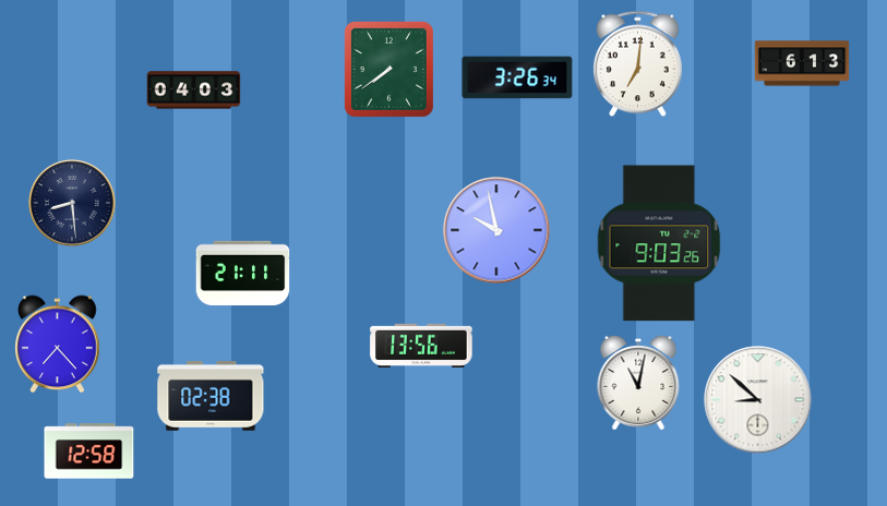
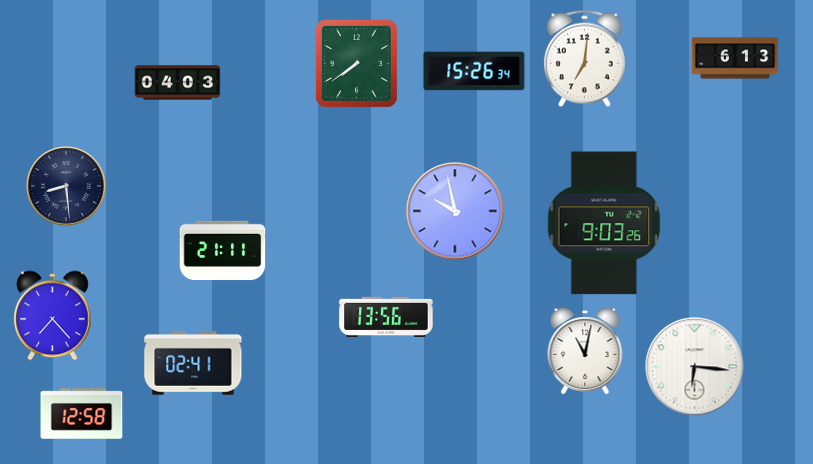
clock at (517, 77): 3:26 -> 15:26
clock at (211, 397): 02:38 -> 02:41
clock at (758, 400): 8:52 -> 6:16
